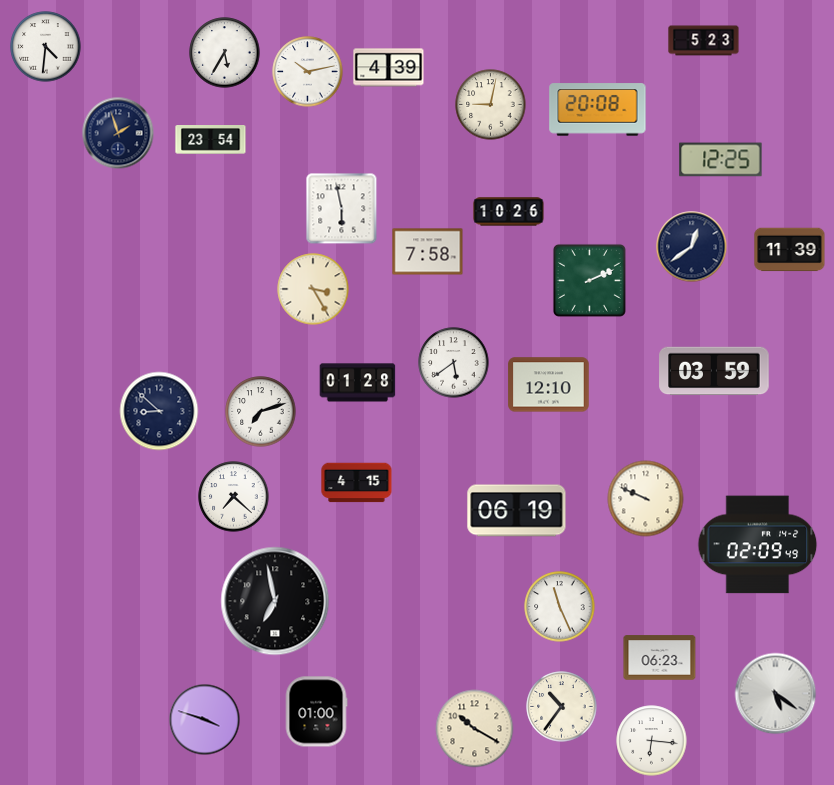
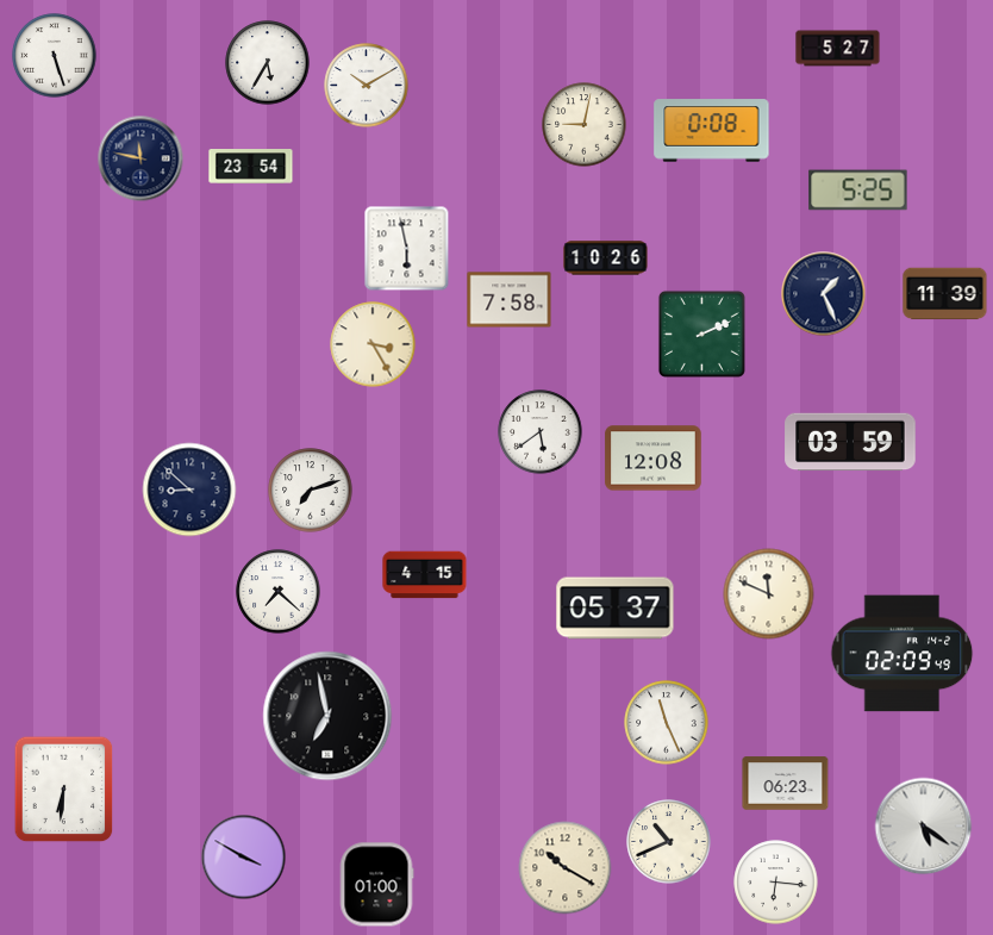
clock at (704, 41): 5:23 -> 5:27
clock at (46, 47): 4:31 -> 5:27
clock at (389, 68): 4:39 -> none
clock at (308, 72): 10:13 -> 10:10
clock at (598, 110): 20:08 -> 0:08
clock at (118, 133): 1:57 -> 11:47
clock at (721, 160): 12:25 -> 5:25
clock at (509, 212) position: (509, 212) -> (606, 258)
clock at (692, 247): 12:39 -> 1:26
clock at (790, 250) position: (790, 250) -> (945, 294)
clock at (358, 383): 01:28 -> none
clock at (549, 385): 12:10 -> 12:08
clock at (646, 499): 9:49 -> 11:49
clock at (517, 511): 06:19 -> 05:37
clock at (758, 545) position: (758, 545) -> (903, 654)
clock at (64, 790): none -> 6:31
clock at (562, 707): 10:36 -> 10:41
clock at (316, 712) position: (316, 712) -> (376, 885)
clock at (205, 720): 3:48 -> 3:50
